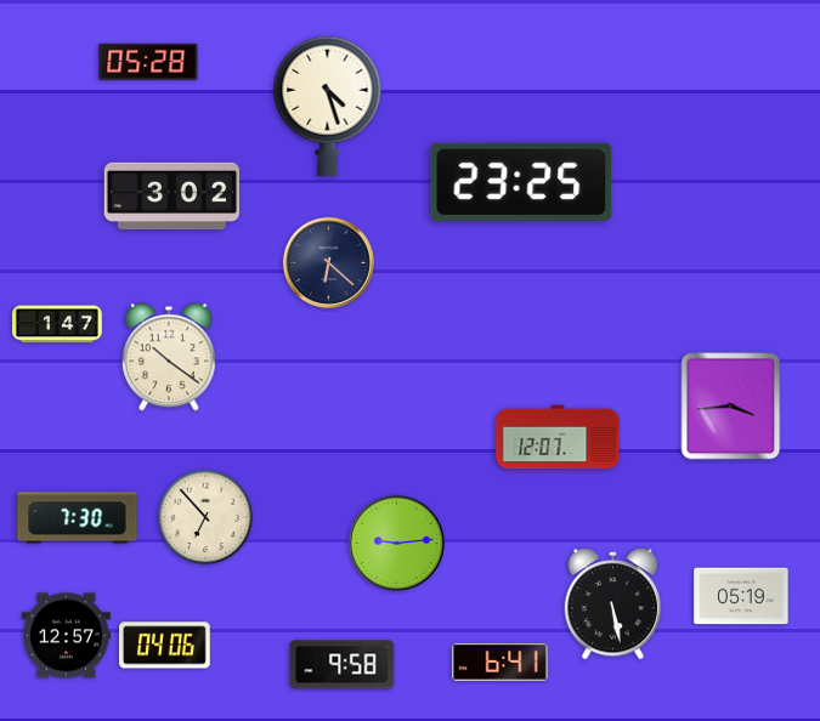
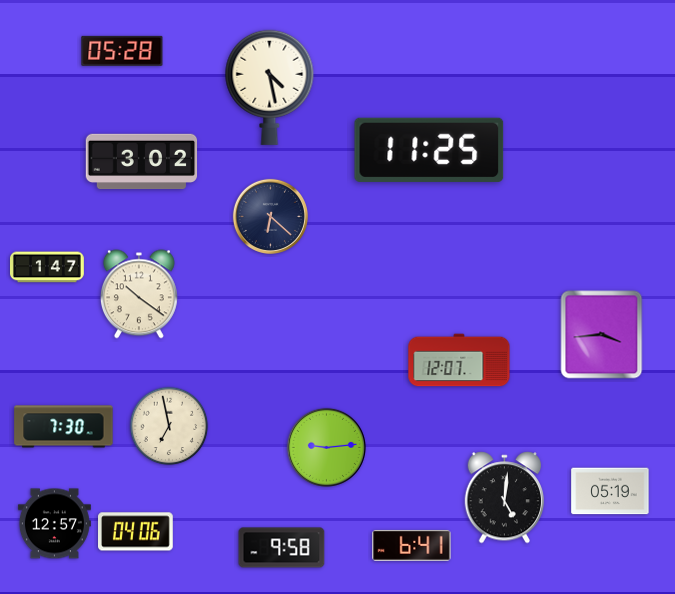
clock at (328, 106): 4:27 -> 4:28
clock at (521, 182): 23:25 -> 11:25
clock at (205, 517): 6:53 -> 6:58
clock at (613, 604): 5:28 -> 5:01
